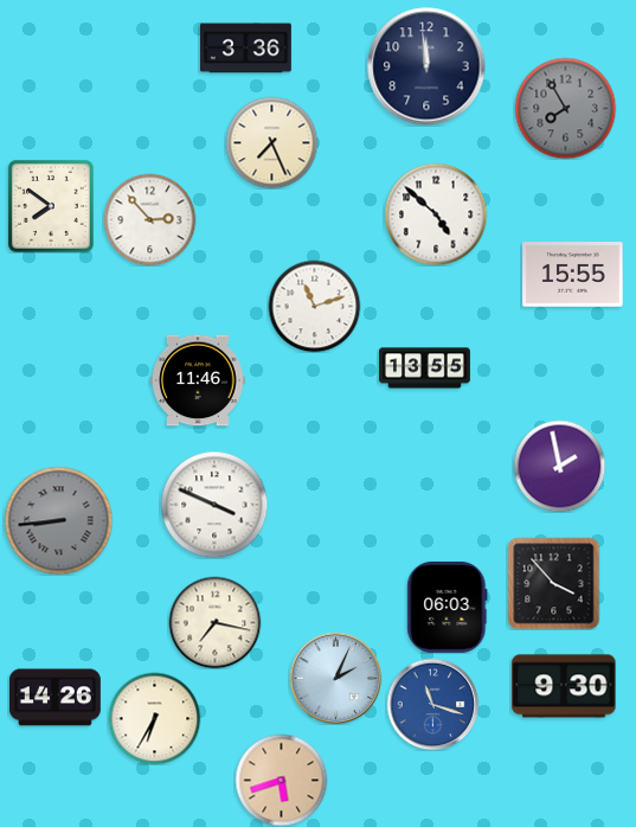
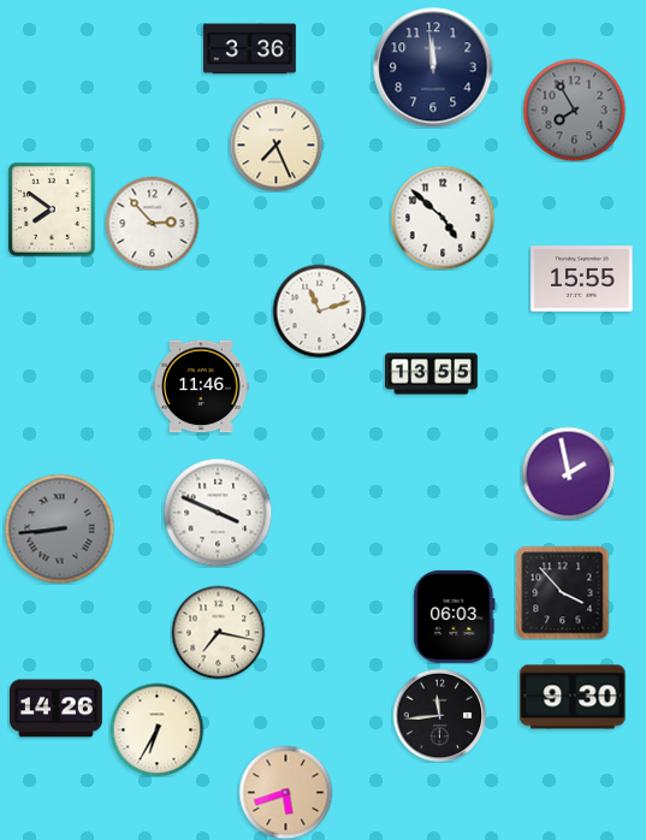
clock at (335, 678): 2:04 -> none
clock at (432, 704): 11:18 -> 11:44
clock at (432, 704) dial: blue -> black
